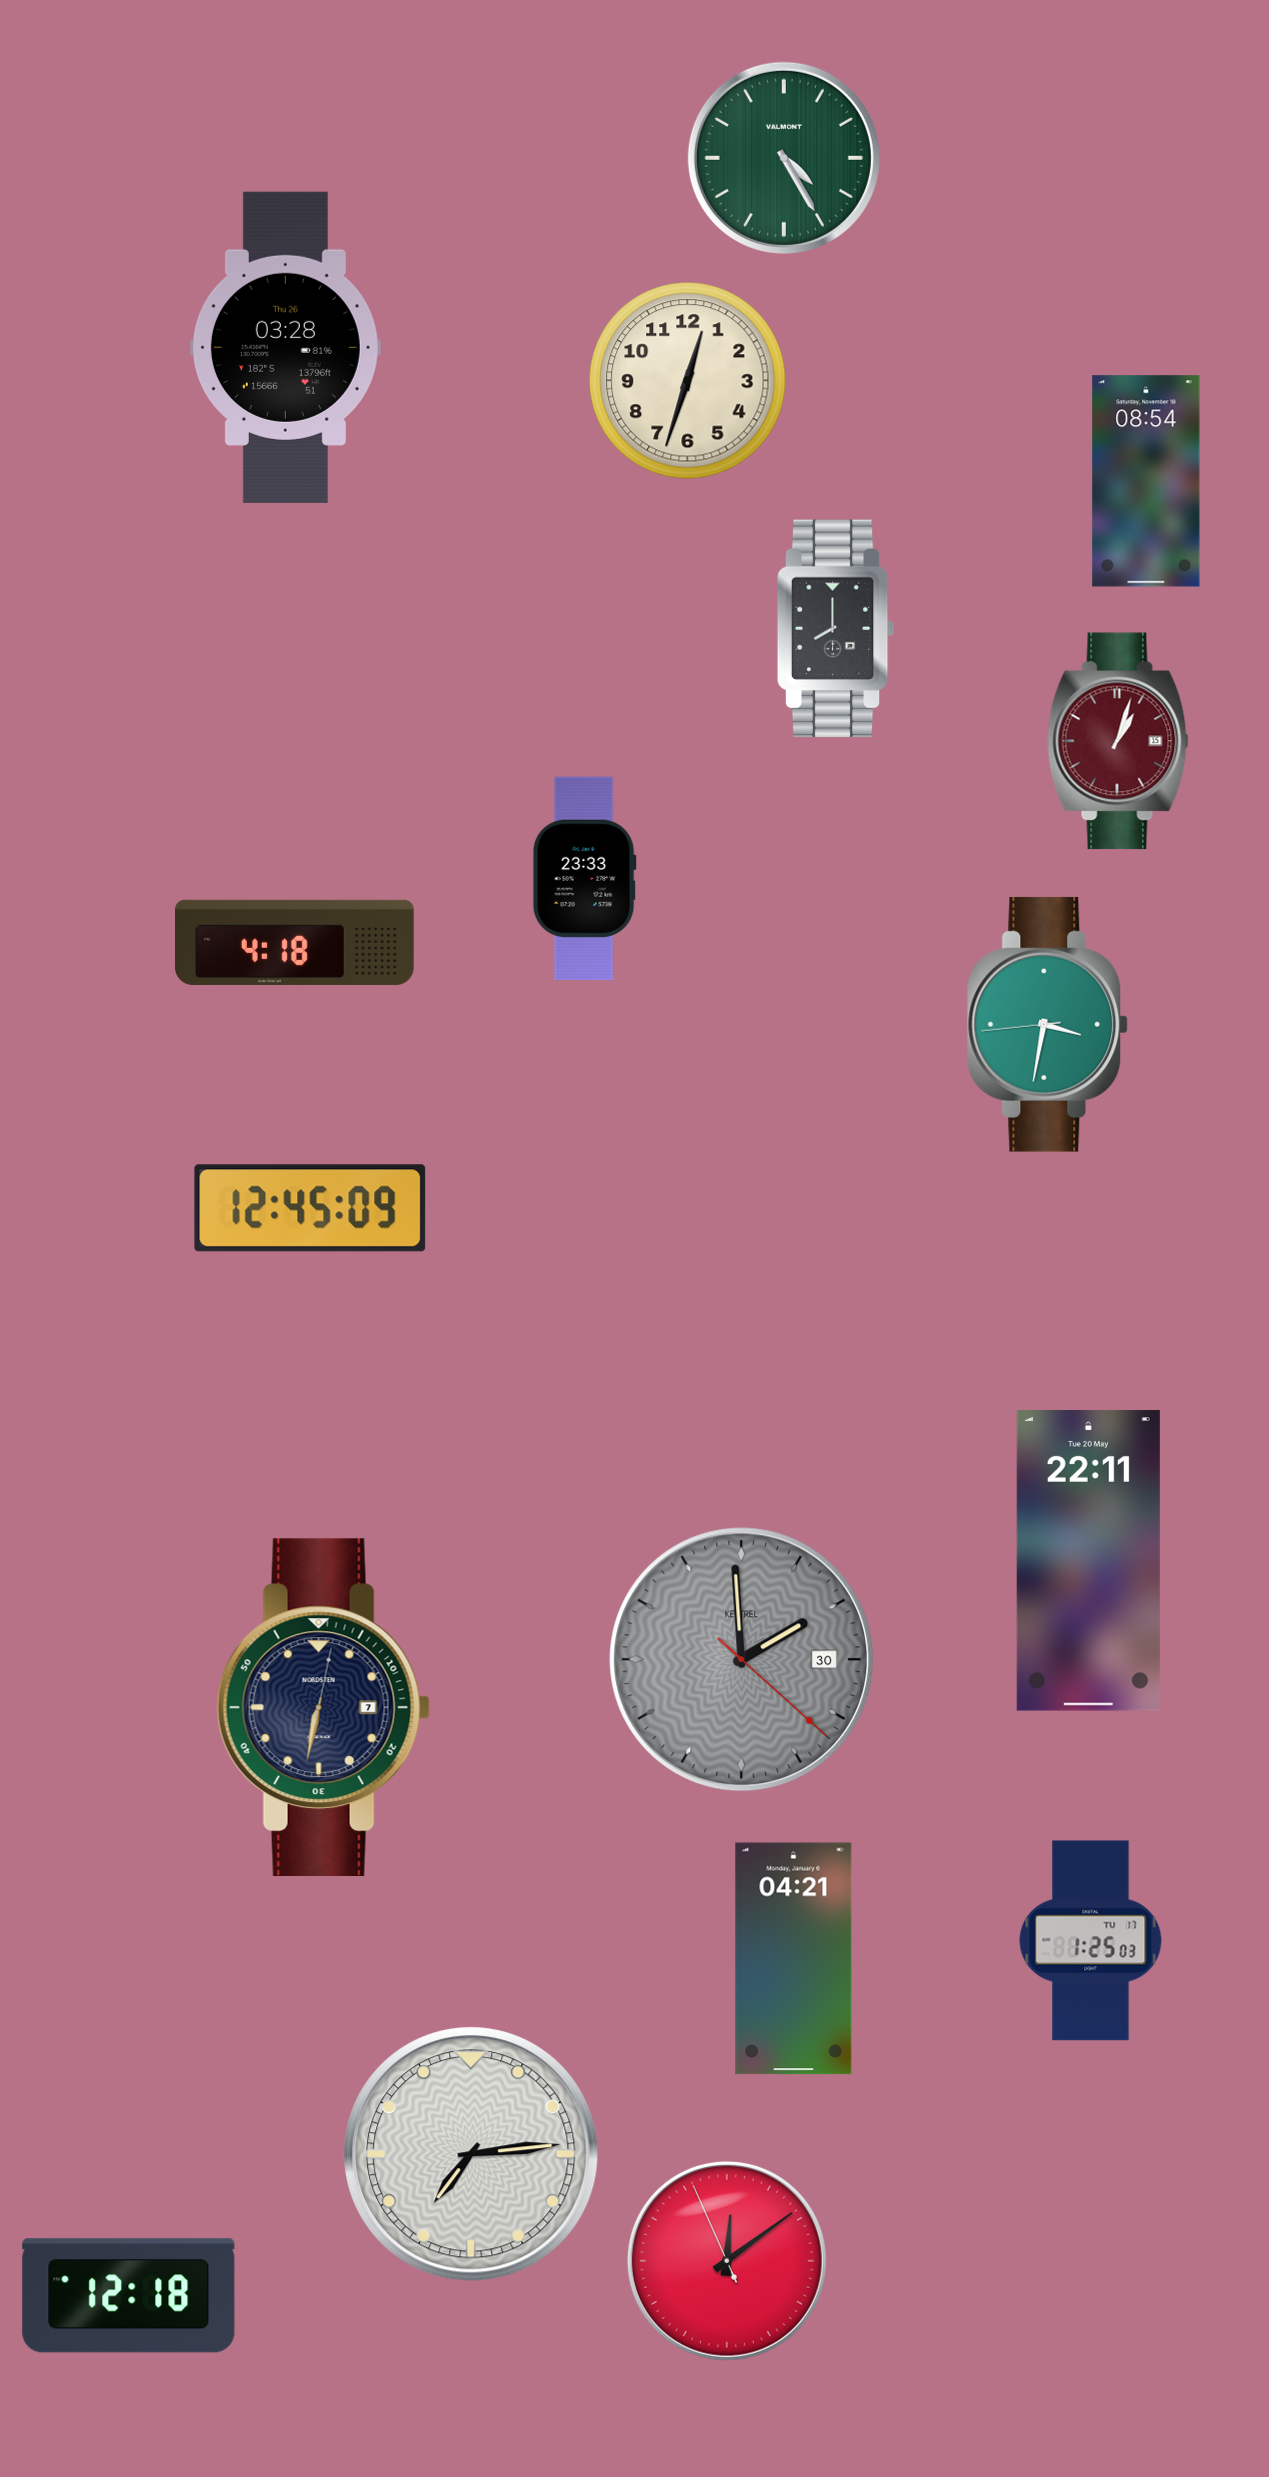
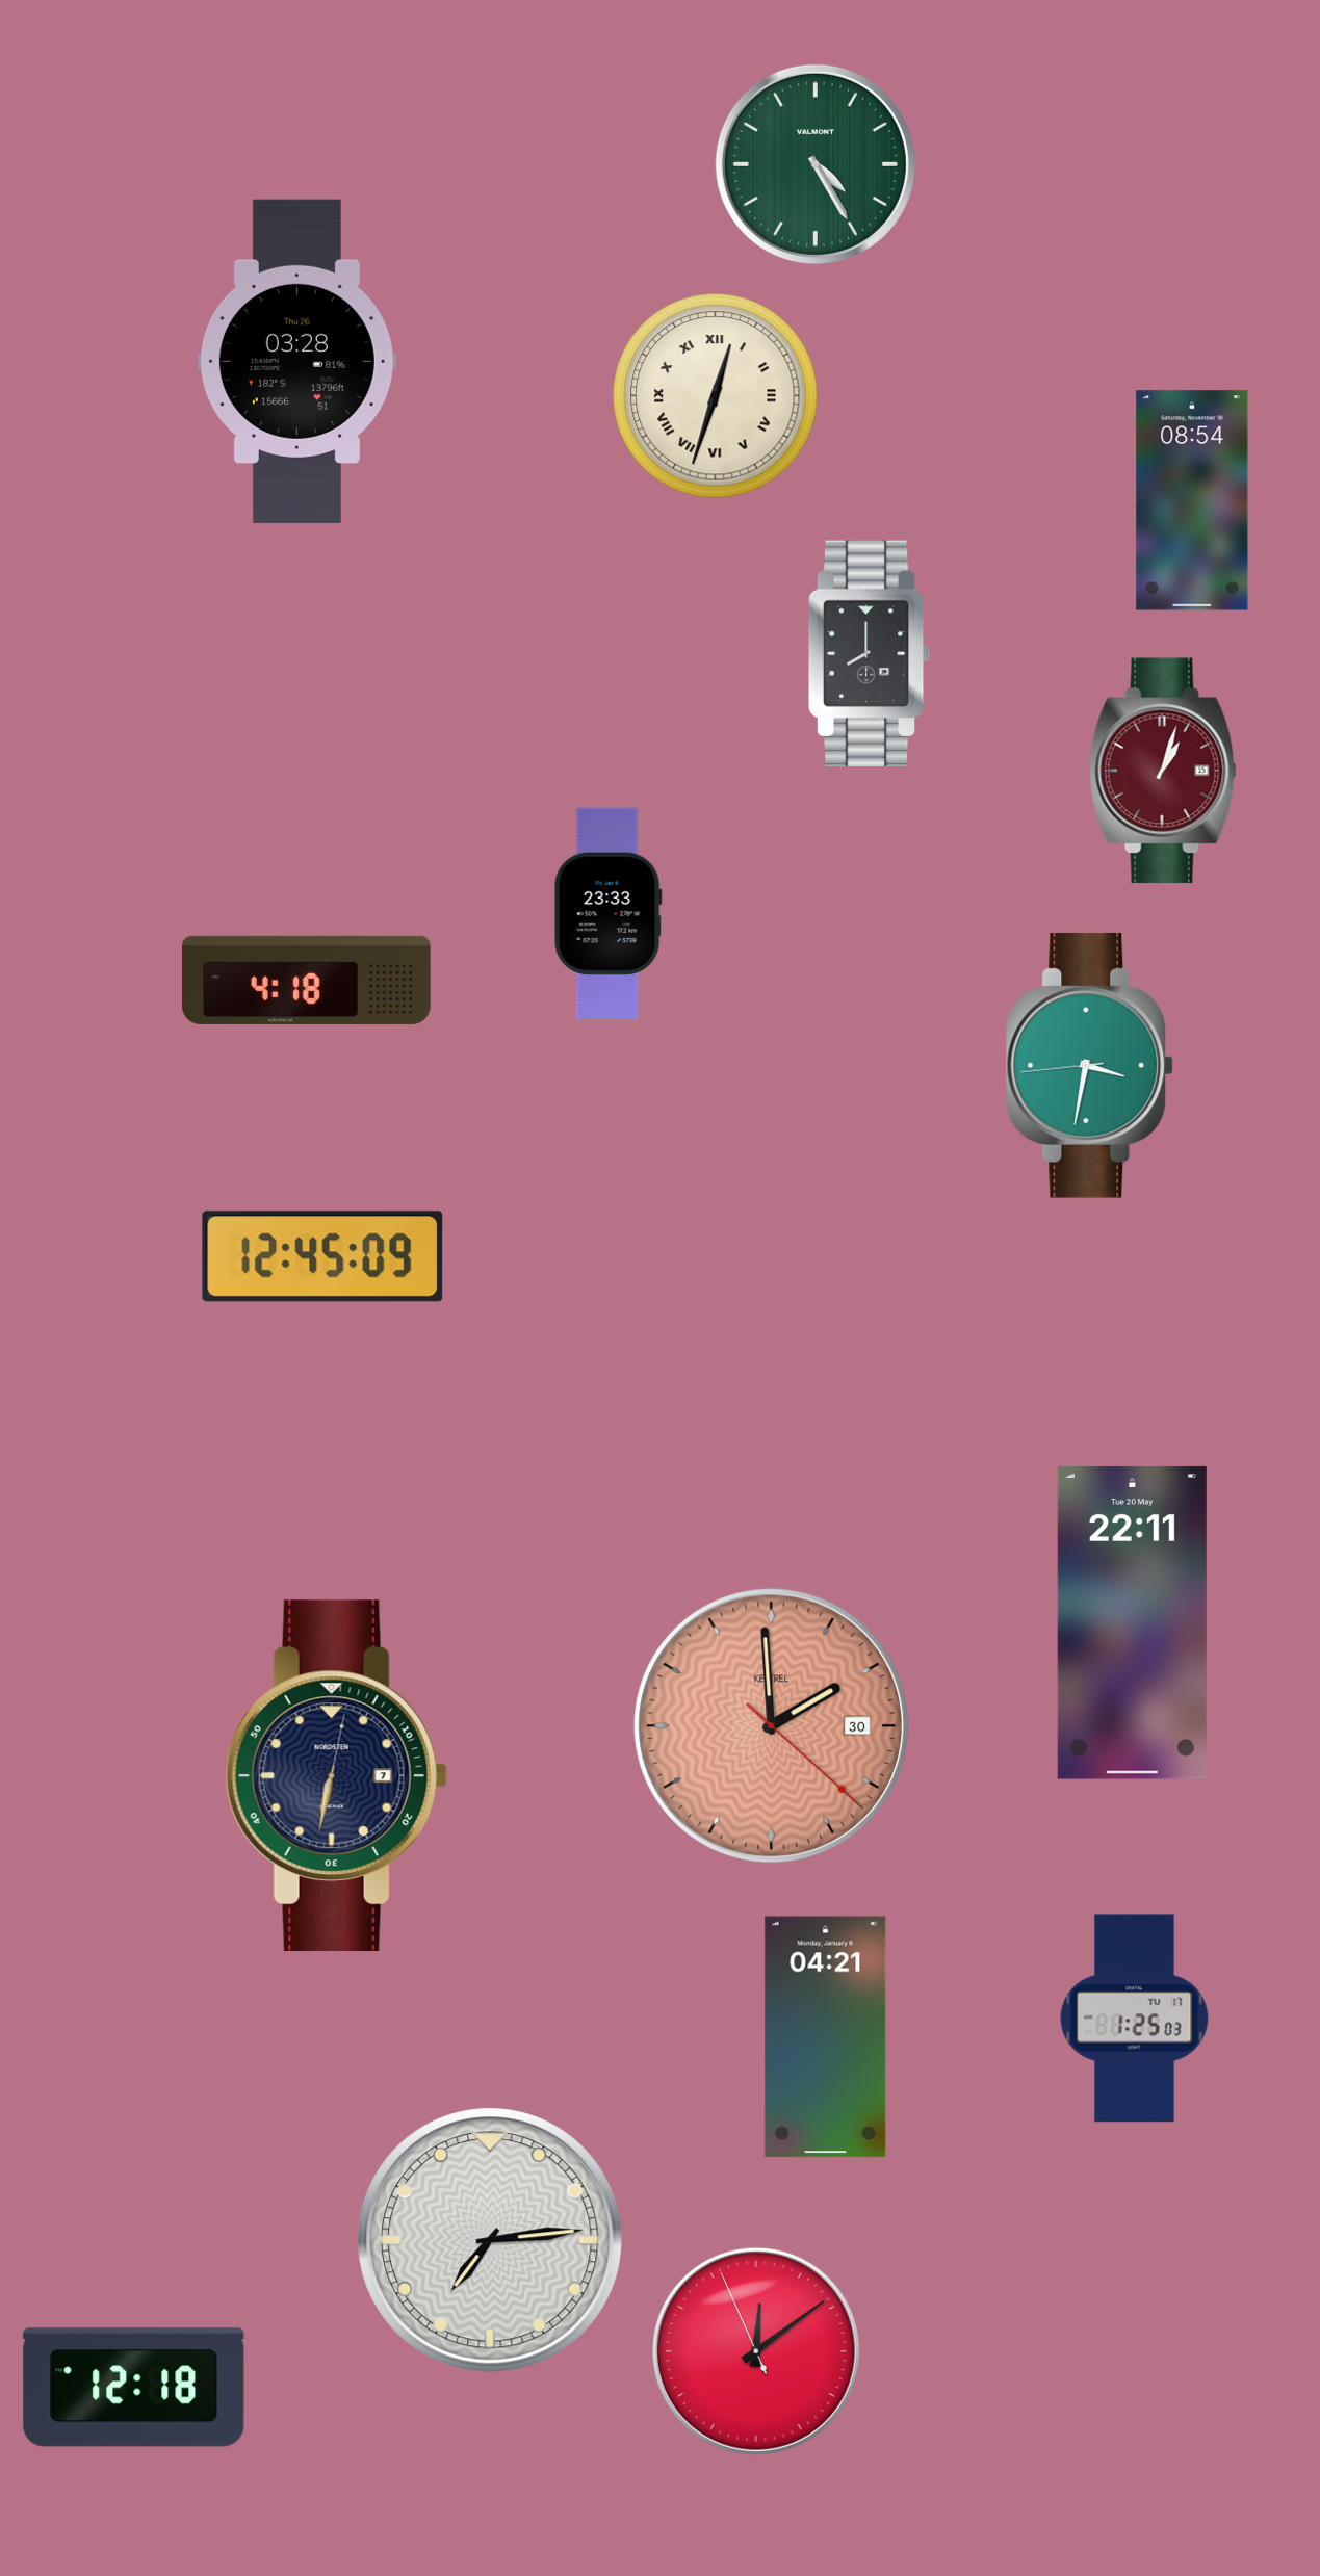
clock at (688, 381) numerals: Arabic -> Roman
clock at (742, 1660) dial: grey -> salmon
